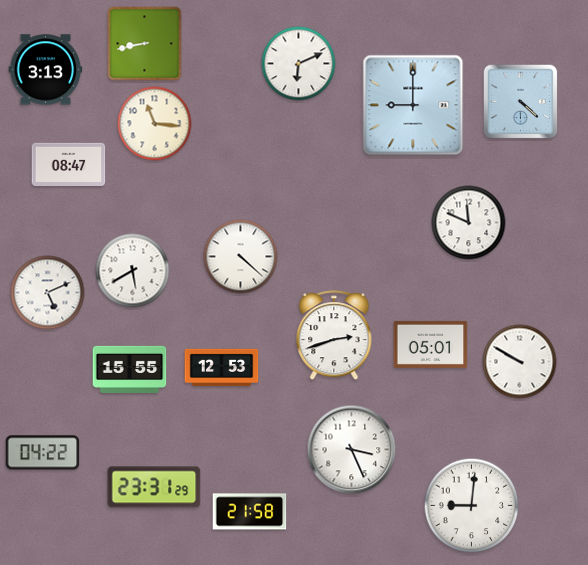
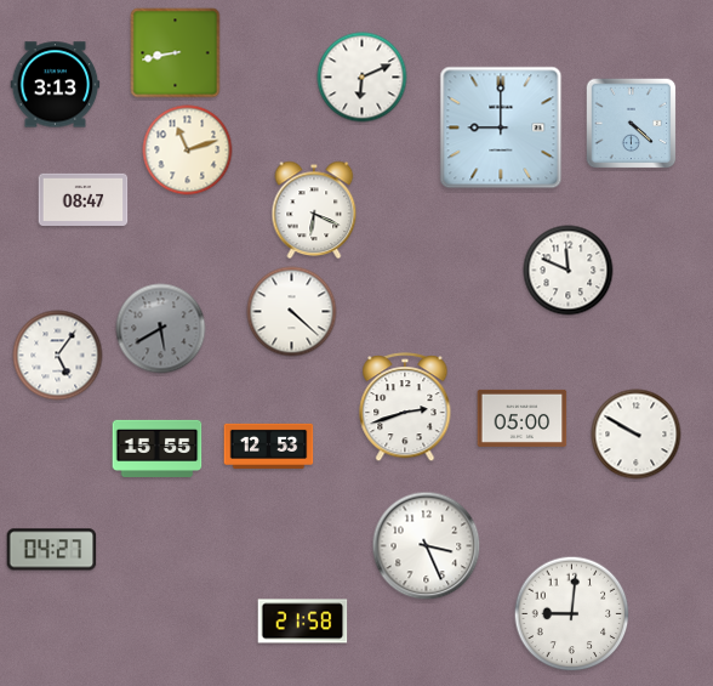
clock at (155, 124): 11:16 -> 11:12
clock at (314, 210): none -> 6:19
clock at (133, 271) dial: white -> grey
clock at (48, 293): 5:11 -> 5:06
clock at (431, 344): 05:01 -> 05:00
clock at (520, 362) position: (520, 362) -> (637, 435)
clock at (43, 453): 04:22 -> 04:27
clock at (154, 487): 23:31 -> none
